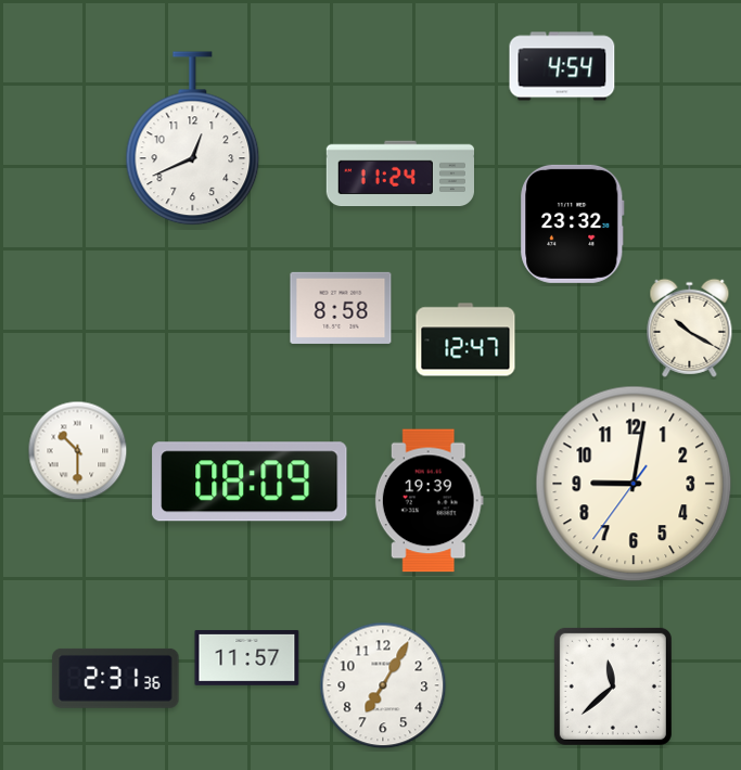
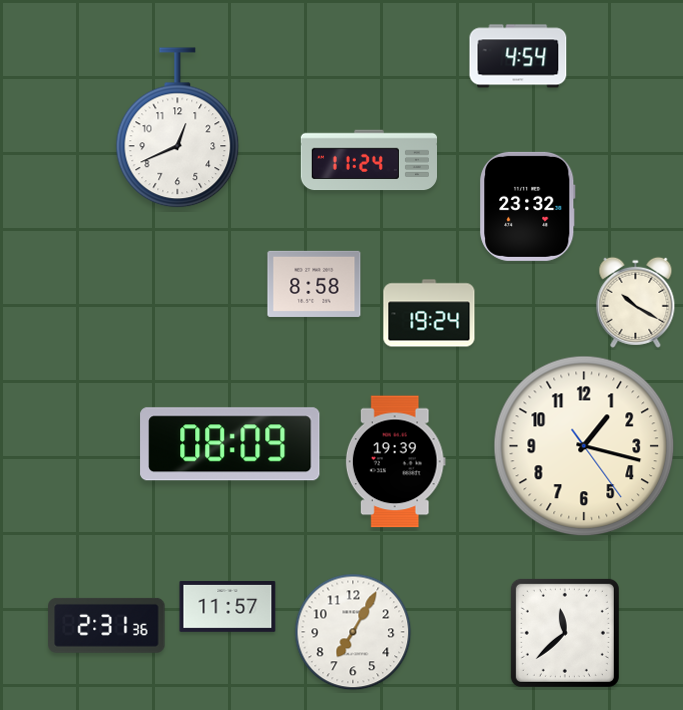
clock at (562, 66) position: (562, 66) -> (518, 56)
clock at (465, 339): 12:47 -> 19:24
clock at (78, 451): 10:30 -> none
clock at (634, 484): 9:01 -> 1:17
